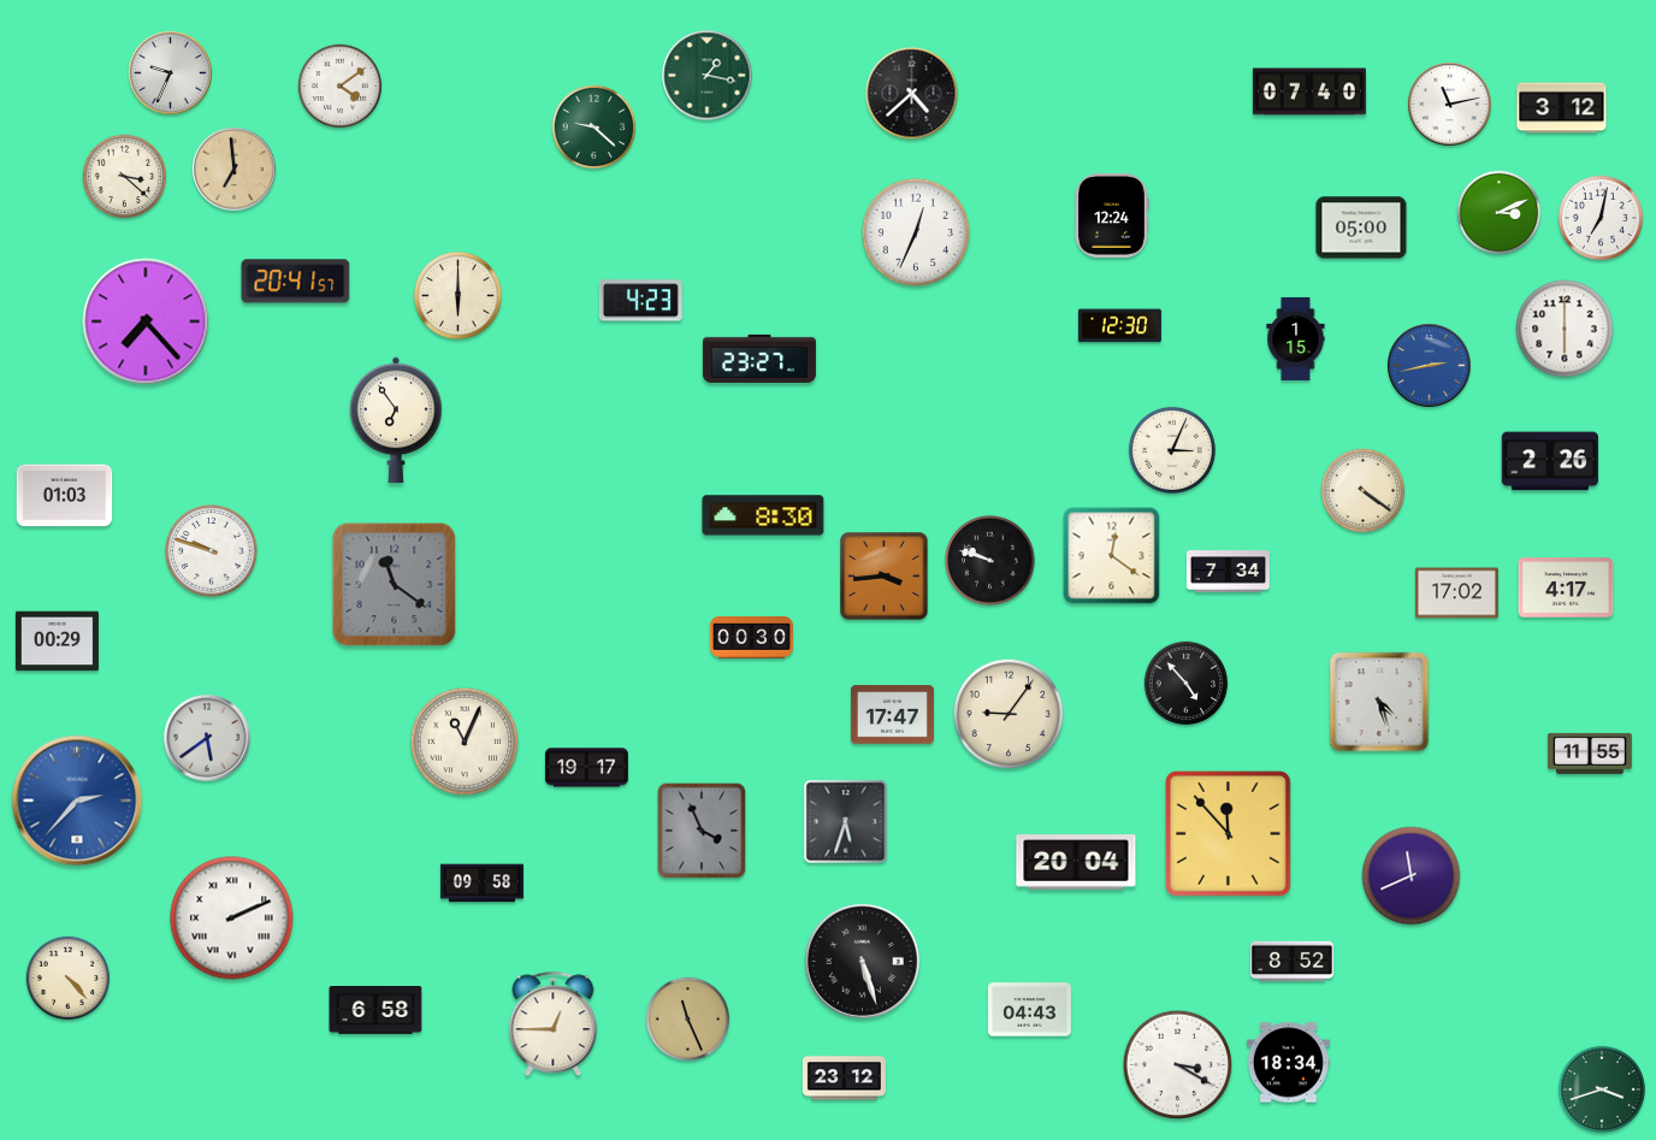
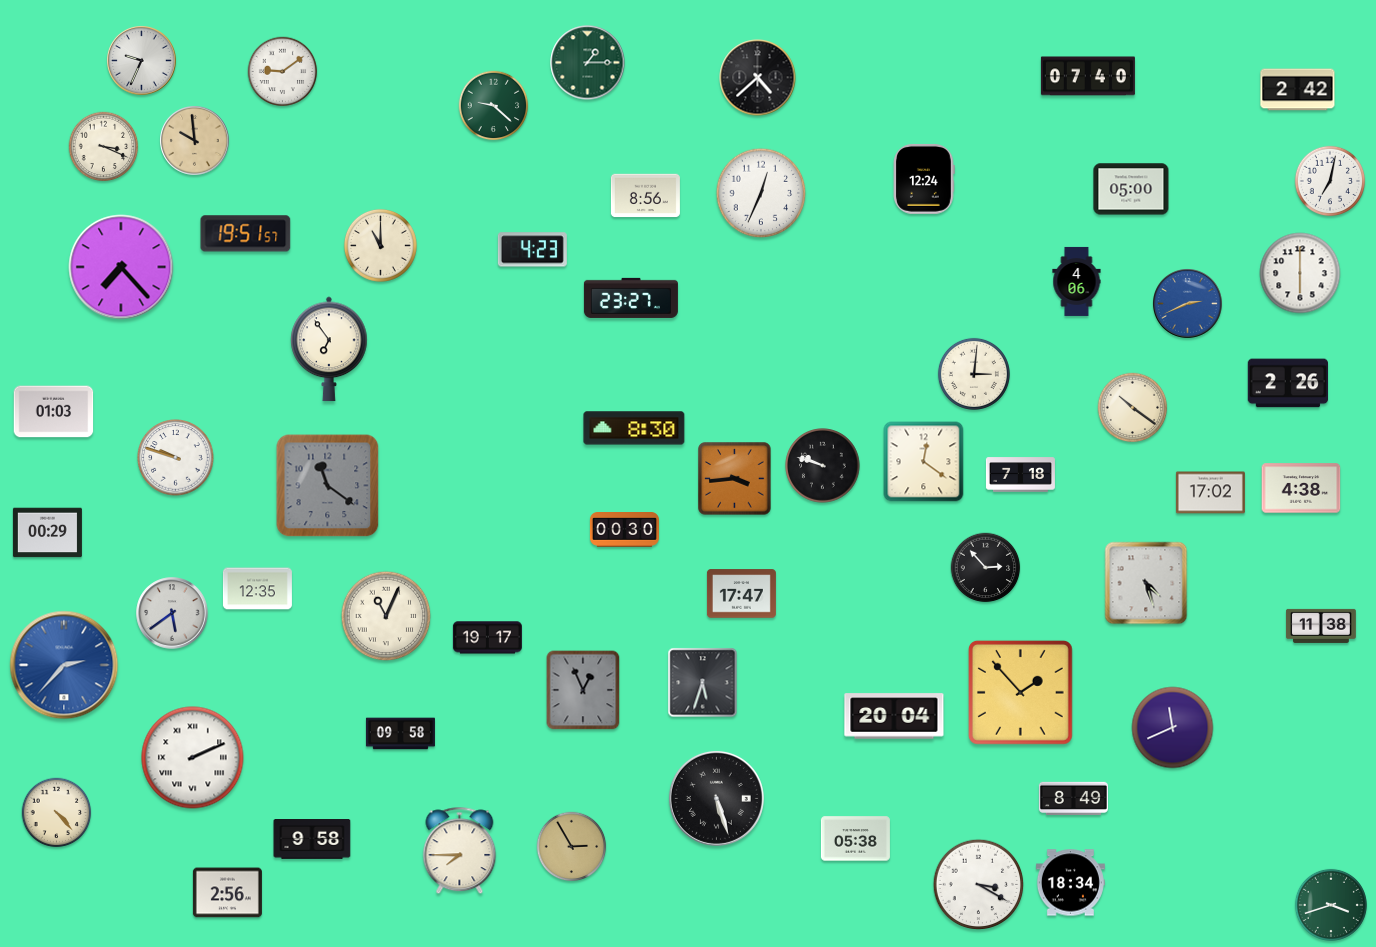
clock at (708, 76): 1:17 -> 1:15
clock at (341, 87): 4:09 -> 9:09
clock at (1450, 105): 11:13 -> none
clock at (1562, 108): 3:12 -> 2:42
clock at (235, 170): 6:59 -> 9:59
clock at (125, 177): 3:22 -> 3:19
clock at (1500, 213): 3:11 -> none
clock at (645, 196): none -> 8:56
clock at (296, 282): 20:41 -> 19:51
clock at (457, 295): 6:00 -> 11:00
clock at (1119, 326): 12:30 -> none
clock at (1296, 338): 1:15 -> 4:06
clock at (1430, 366): 2:43 -> 2:41
clock at (1172, 450): 3:04 -> 3:01
clock at (1364, 491): 4:21 -> 10:21
clock at (1228, 572): 7:34 -> 7:18
clock at (1566, 587): 4:17 -> 4:38
clock at (1187, 684): 4:53 -> 2:53
clock at (257, 589): none -> 12:35
clock at (1007, 713): 9:06 -> none
clock at (1590, 754): 11:55 -> 11:38
clock at (702, 831): 3:56 -> 12:56
clock at (1228, 833): 11:53 -> 1:53
clock at (232, 919) position: (232, 919) -> (193, 758)
clock at (1291, 961): 8:52 -> 8:49
clock at (1029, 1010): 04:43 -> 05:38
clock at (375, 1011): 6:58 -> 9:58
clock at (688, 1020): 11:26 -> 2:55
clock at (554, 1024): 12:45 -> 7:45
clock at (227, 893): none -> 2:56
clock at (844, 1079): 23:12 -> none
